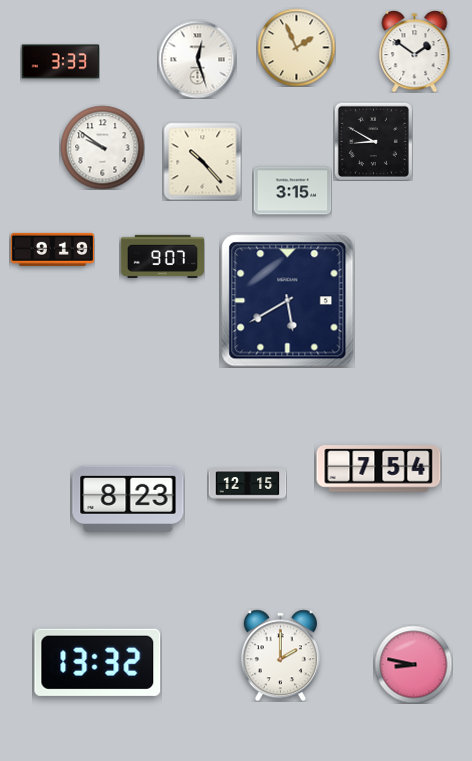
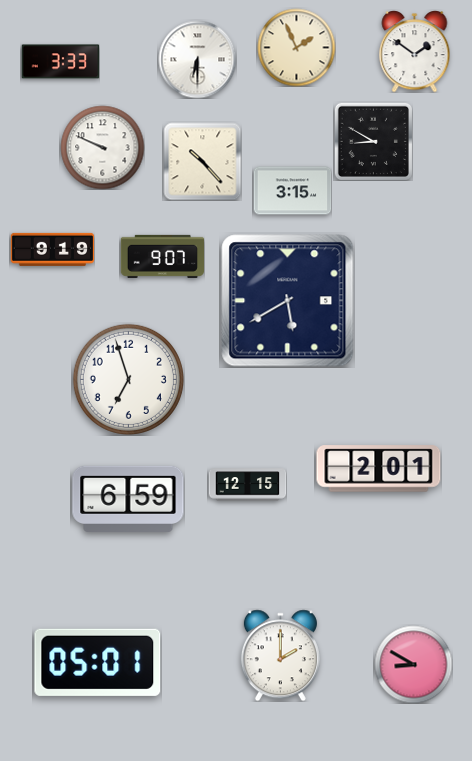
clock at (197, 59): 12:27 -> 6:30
clock at (102, 147): 9:51 -> 9:49
clock at (128, 379): none -> 6:57
clock at (379, 469): 7:54 -> 2:01
clock at (128, 498): 8:23 -> 6:59
clock at (98, 662): 13:32 -> 05:01
clock at (413, 664): 8:47 -> 8:50
